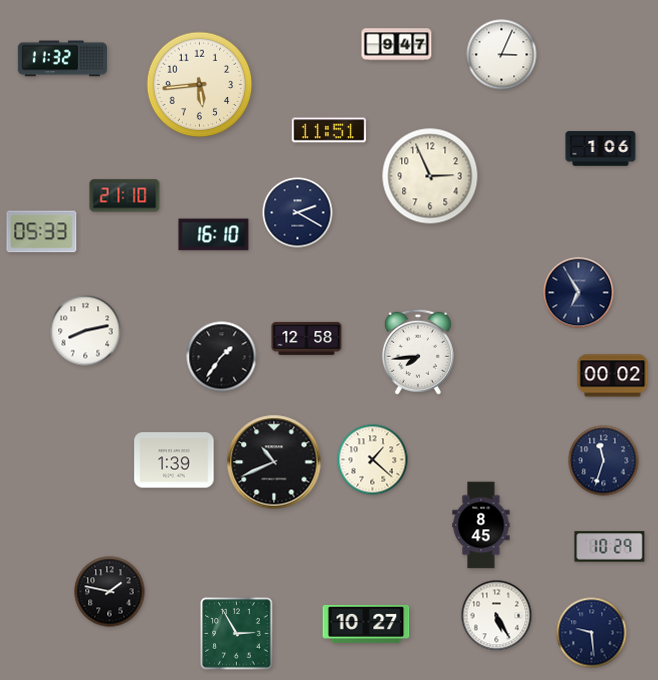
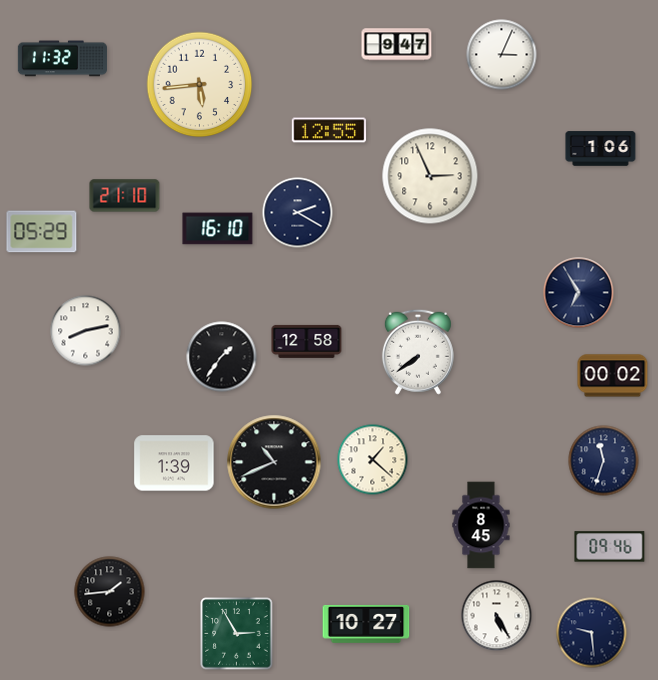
clock at (329, 130): 11:51 -> 12:55
clock at (42, 232): 05:33 -> 05:29
clock at (214, 235) position: (214, 235) -> (218, 229)
clock at (307, 338) position: (307, 338) -> (307, 341)
clock at (418, 352): 7:44 -> 7:39
clock at (174, 460) position: (174, 460) -> (174, 463)
clock at (610, 547): 10:29 -> 09:46
clock at (110, 592): 1:47 -> 1:44
